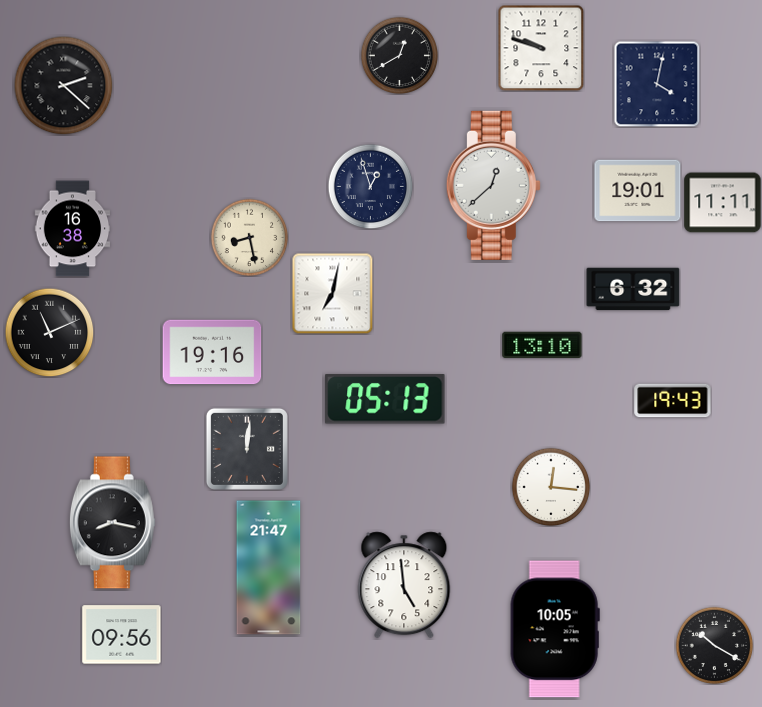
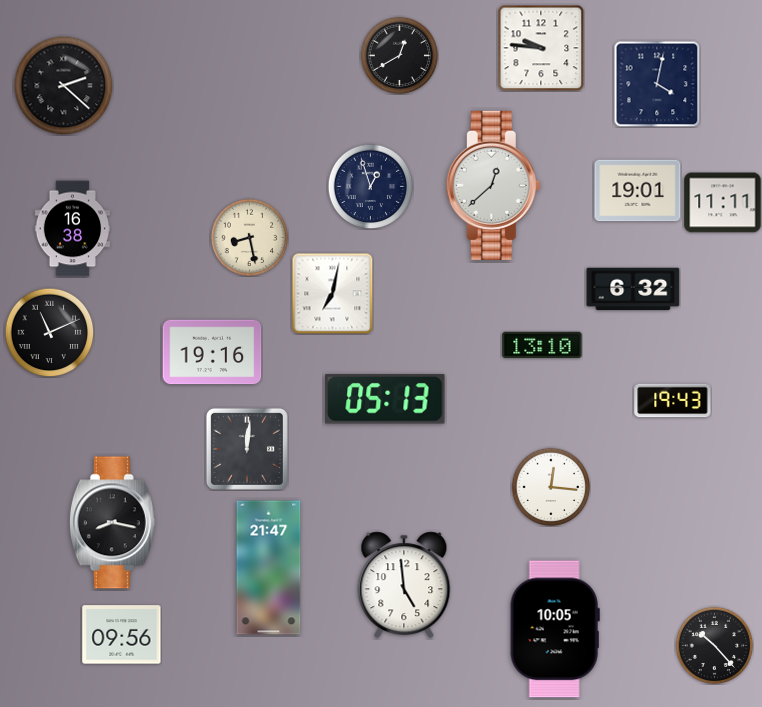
clock at (541, 48): 9:48 -> 9:46
clock at (714, 645): 10:20 -> 10:23
